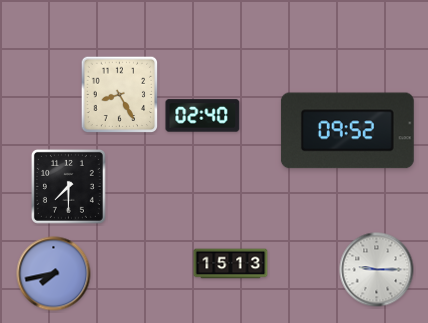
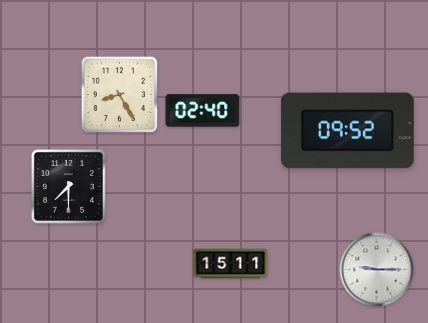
clock at (203, 116) position: (203, 116) -> (203, 111)
clock at (231, 264): 15:13 -> 15:11
clock at (54, 274): 7:43 -> none
